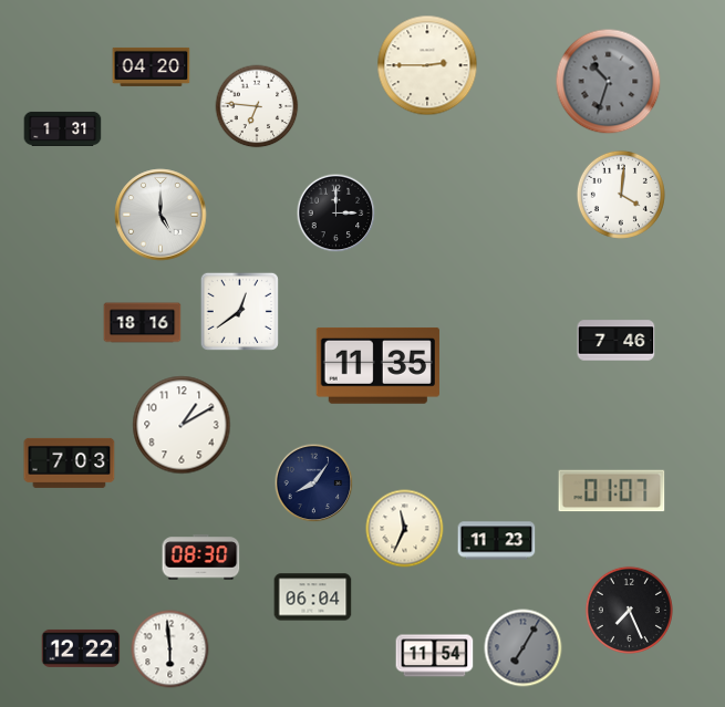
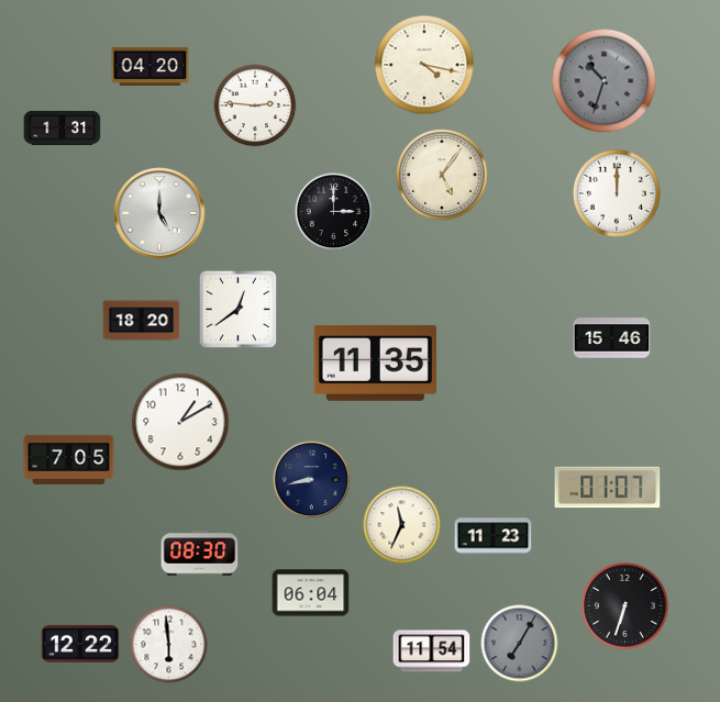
clock at (427, 65): 2:45 -> 4:17
clock at (257, 106): 6:46 -> 2:46
clock at (442, 175): none -> 5:06
clock at (621, 195): 4:01 -> 12:00
clock at (143, 323): 18:16 -> 18:20
clock at (617, 341): 7:46 -> 15:46
clock at (70, 462): 7:03 -> 7:05
clock at (314, 484): 8:06 -> 8:43
clock at (629, 610): 7:26 -> 6:33
